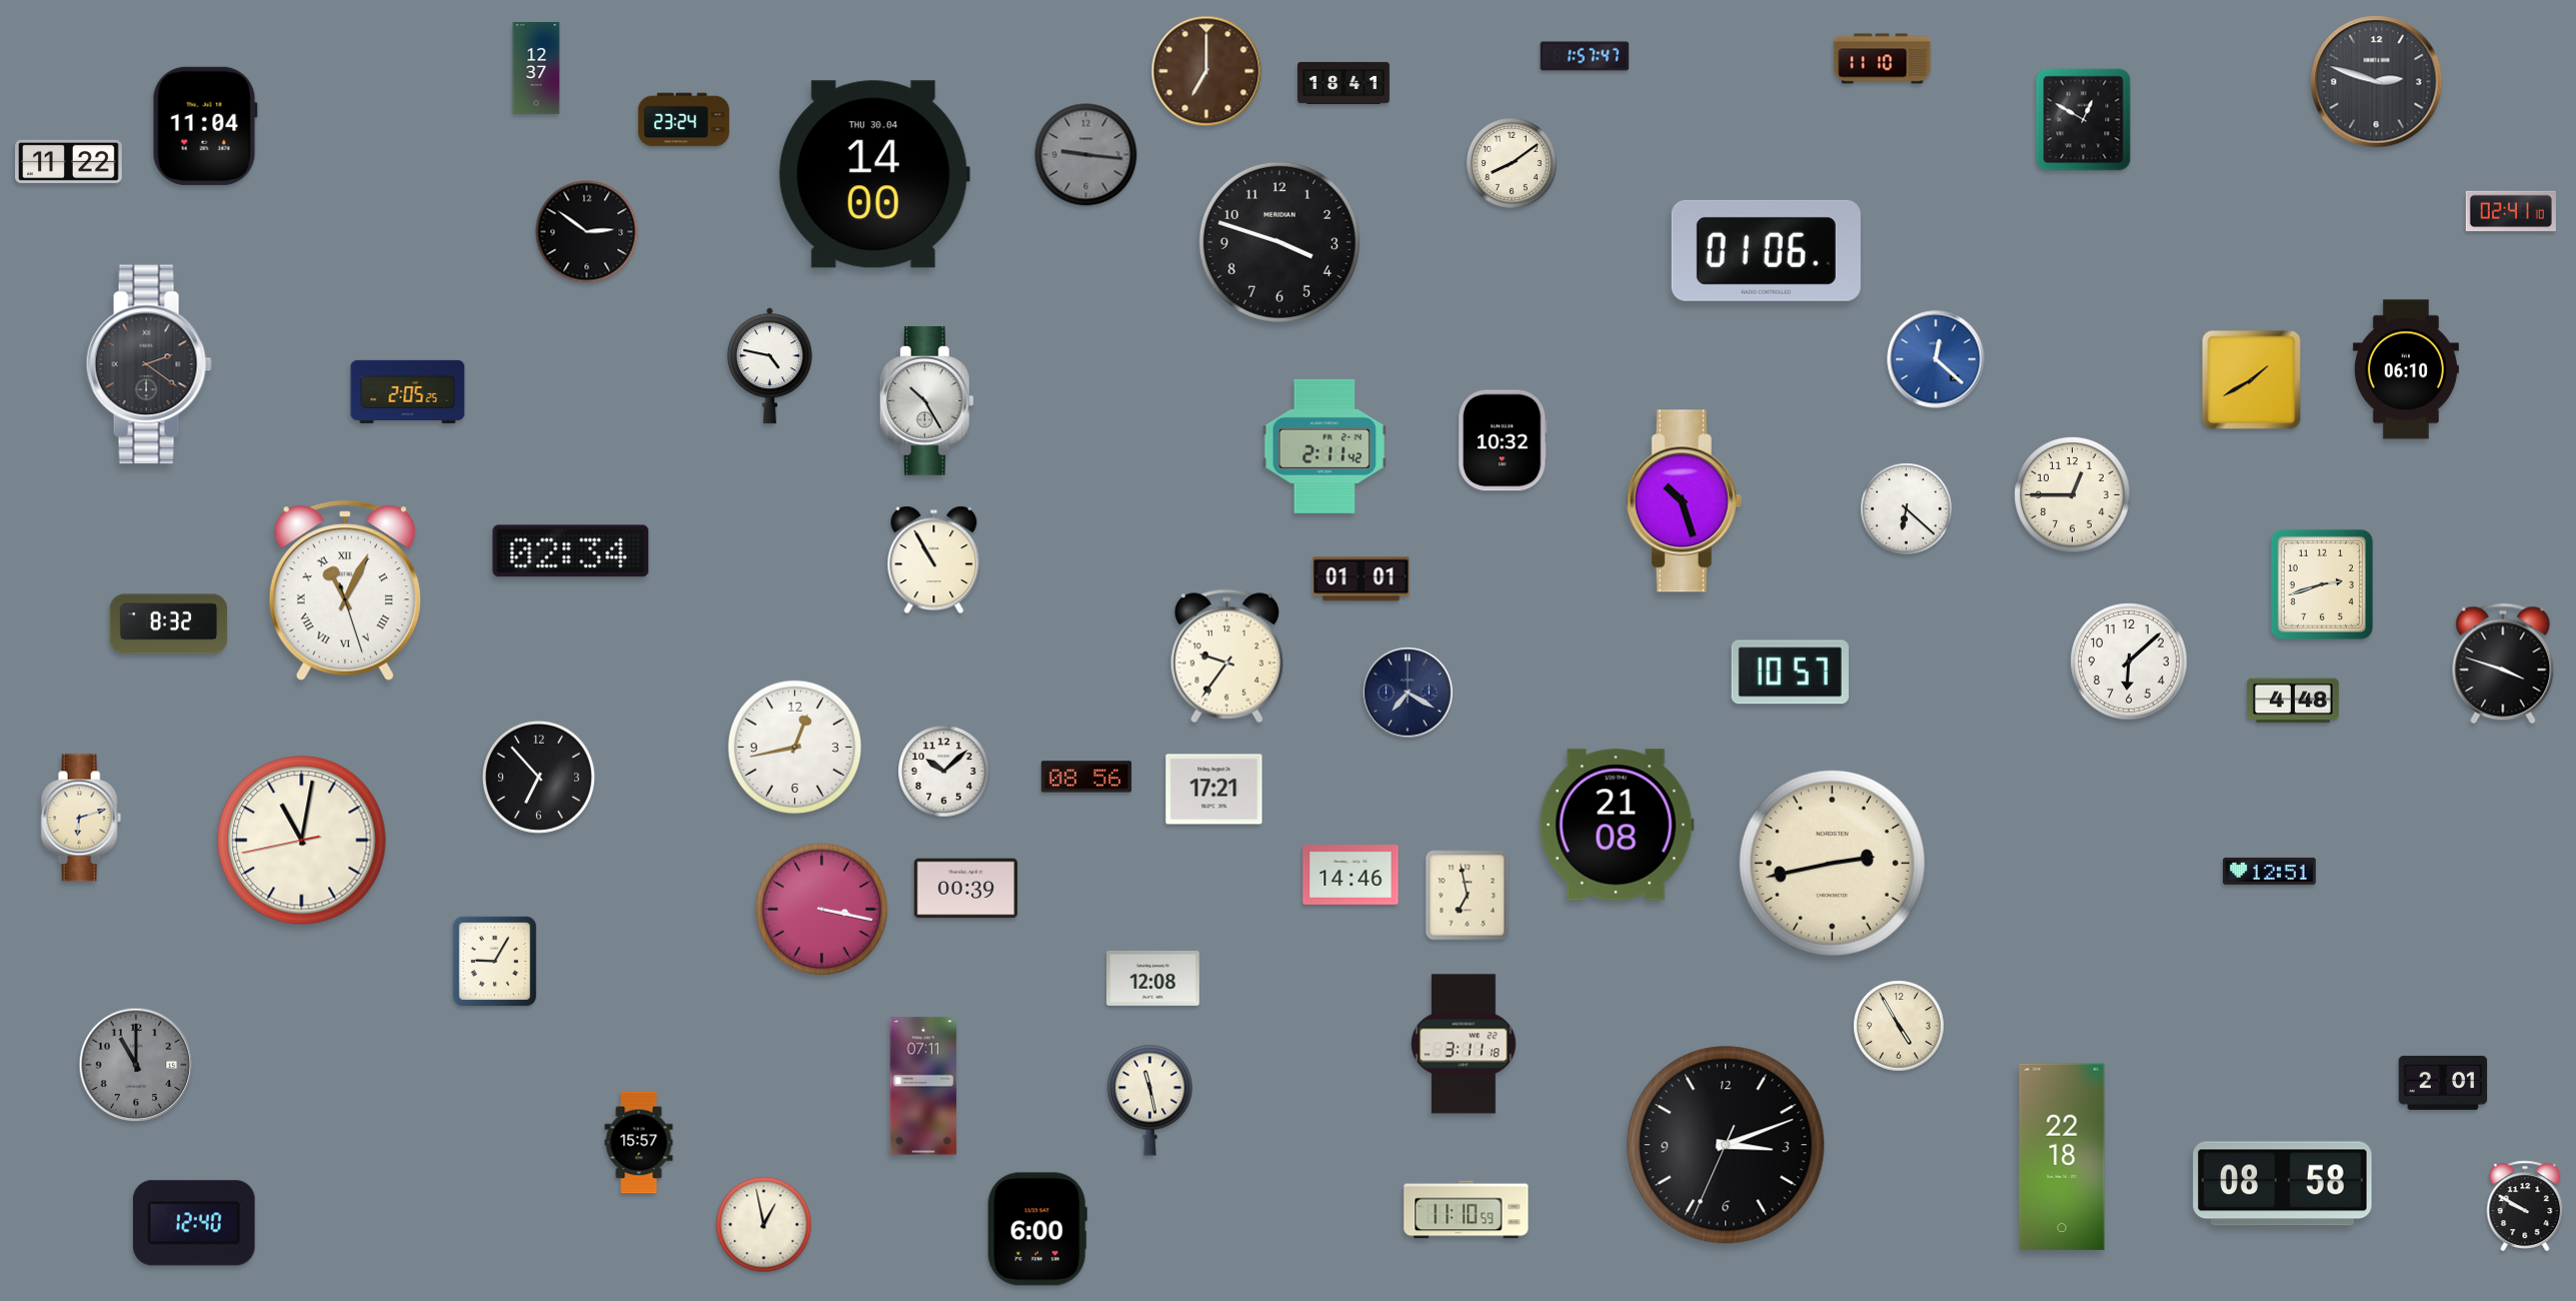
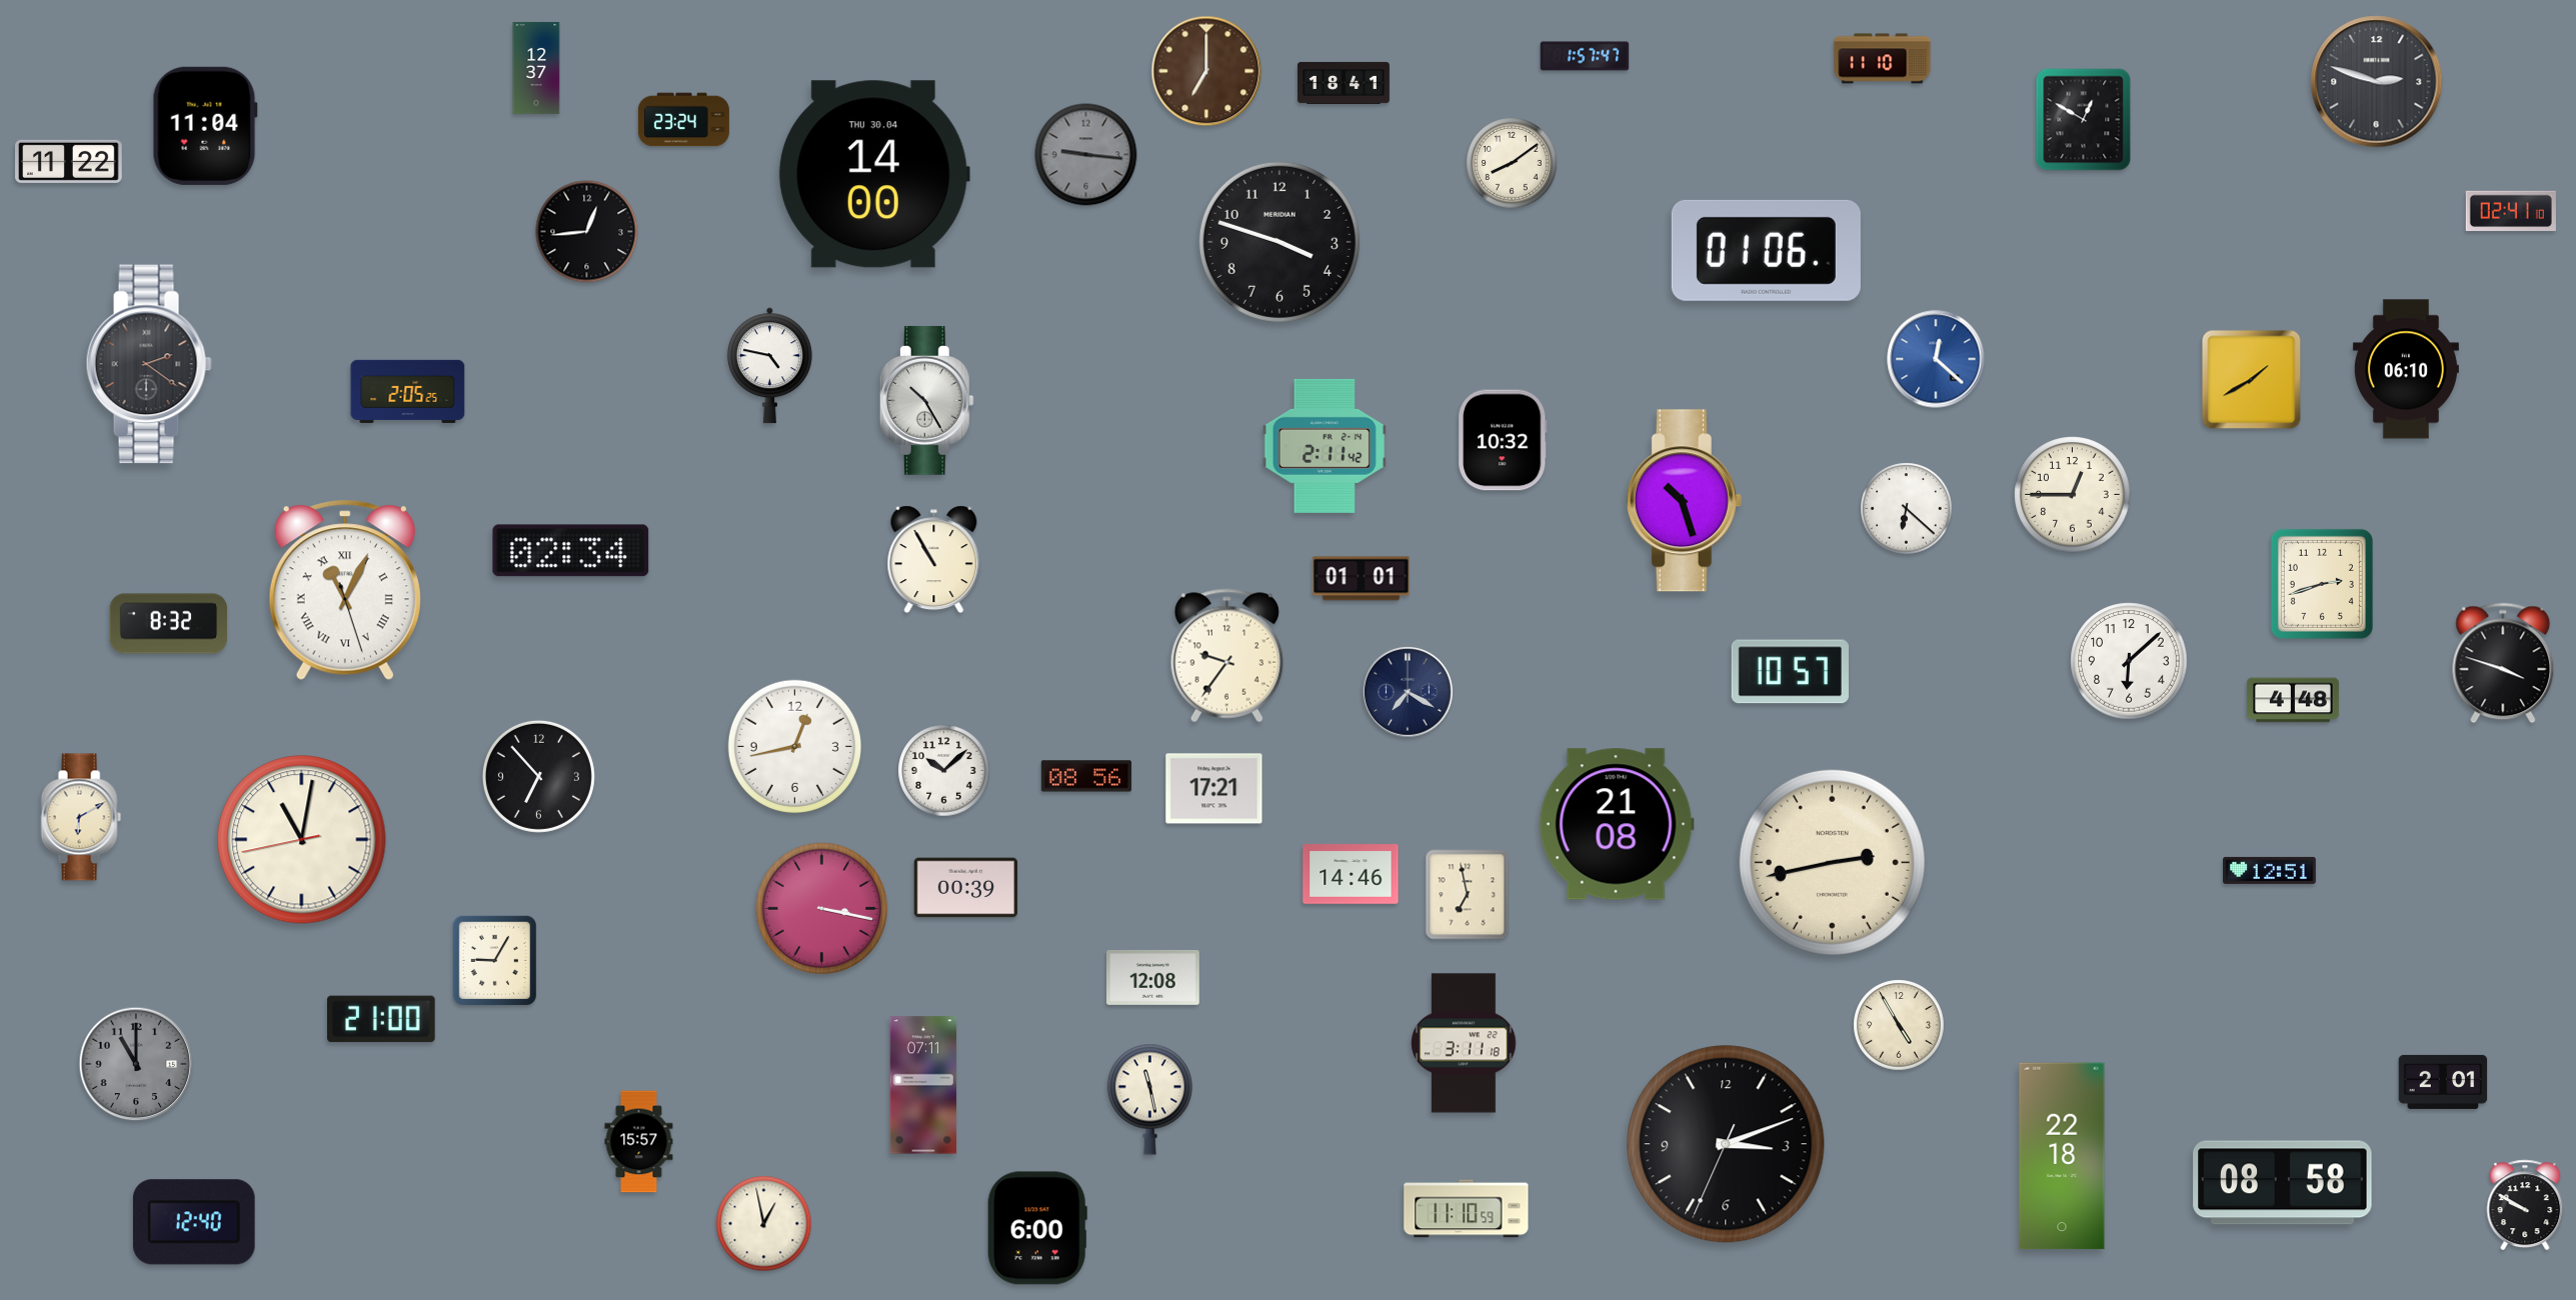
clock at (587, 232): 2:51 -> 12:44
clock at (81, 818): 6:12 -> 6:10
clock at (382, 1019): none -> 21:00
